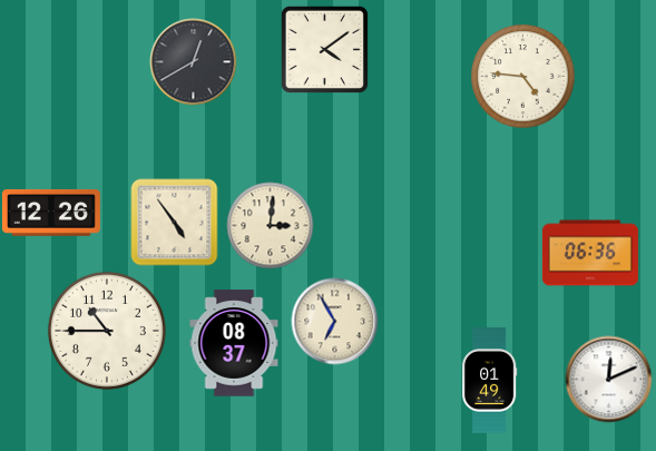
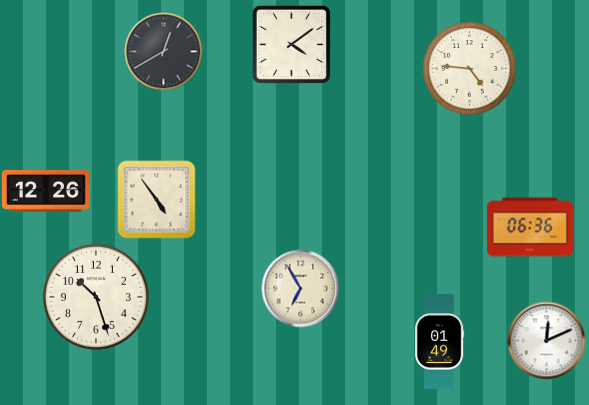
clock at (193, 61) position: (193, 61) -> (163, 51)
clock at (270, 225): 3:01 -> none
clock at (107, 331): 10:45 -> 10:27
clock at (234, 343): 08:37 -> none
